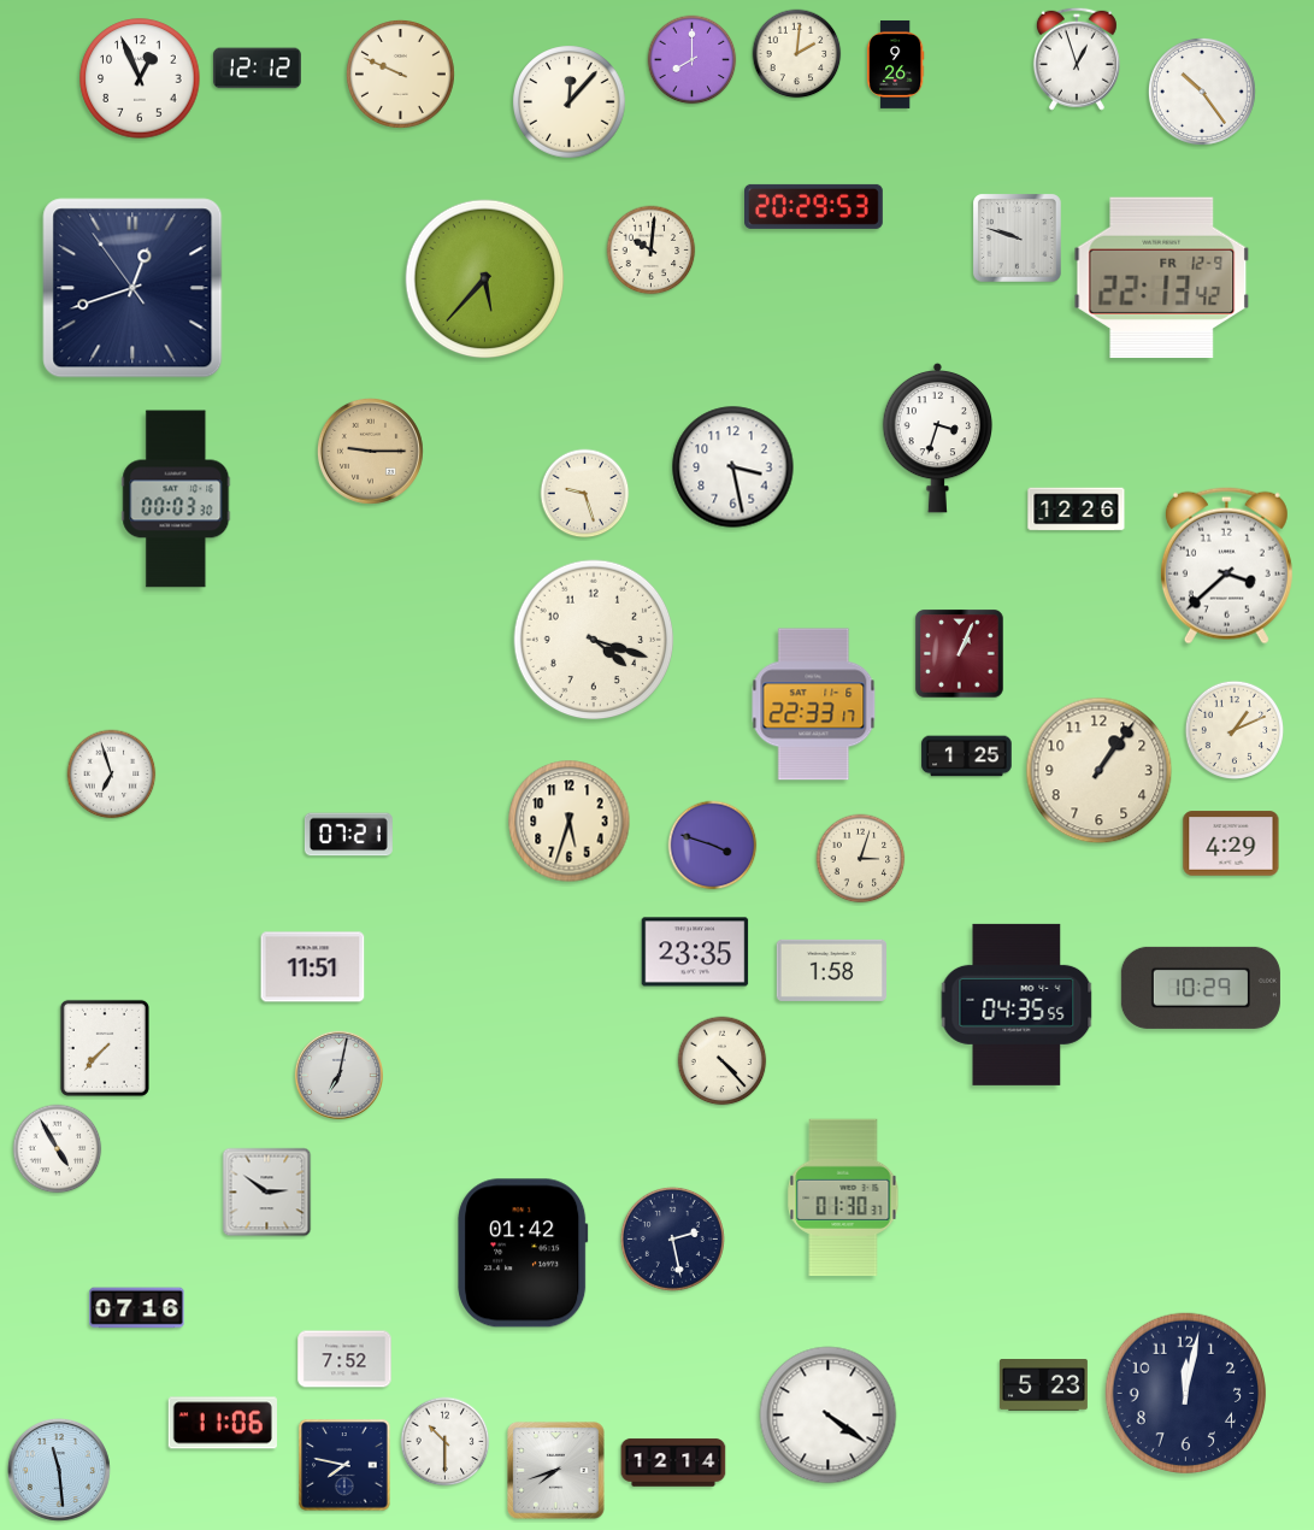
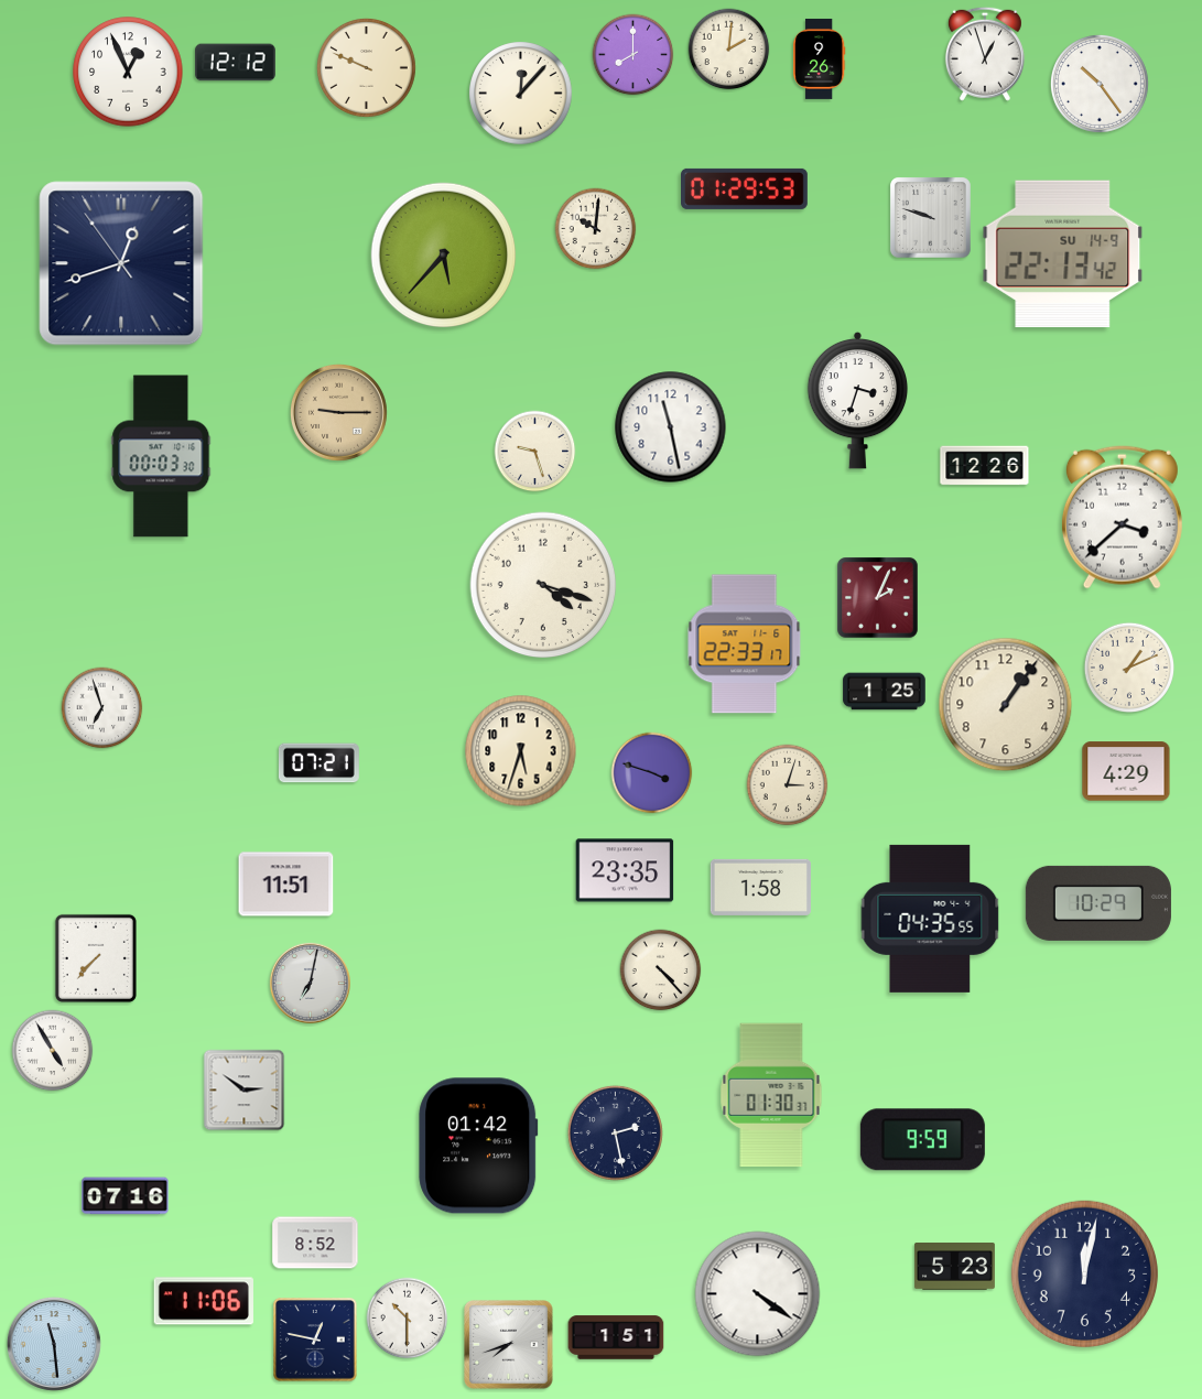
clock at (814, 206): 20:29 -> 01:29
clock at (1162, 278) date: FR 12-9 -> SU 14-9
clock at (733, 467): 3:28 -> 11:28
clock at (960, 654): 1:04 -> 2:04
clock at (695, 952) position: (695, 952) -> (625, 870)
clock at (922, 1140): none -> 9:59
clock at (344, 1359): 7:52 -> 8:52
clock at (673, 1463): 12:14 -> 1:51
clock at (344, 1465): 7:47 -> 12:47
